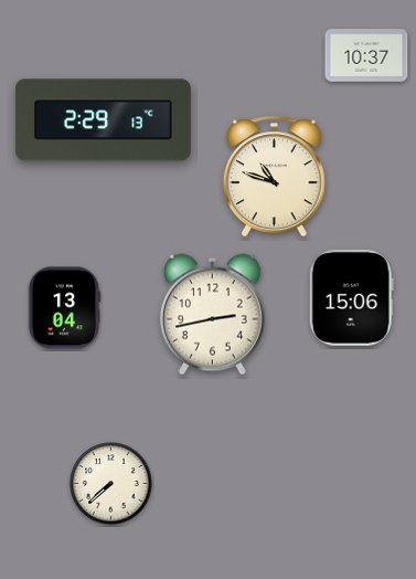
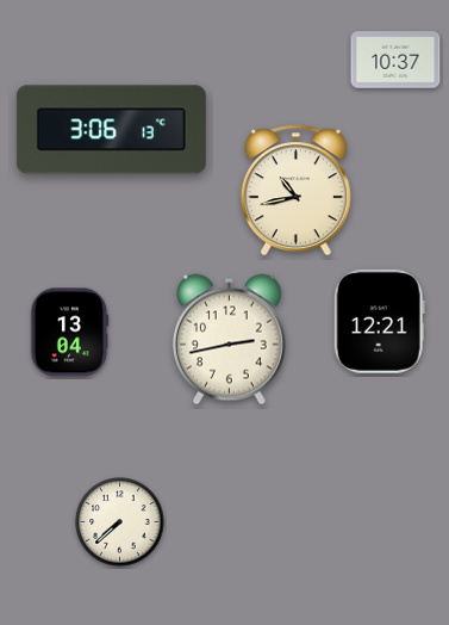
clock at (103, 120): 2:29 -> 3:06
clock at (274, 177): 10:48 -> 10:43
clock at (351, 297): 15:06 -> 12:21
